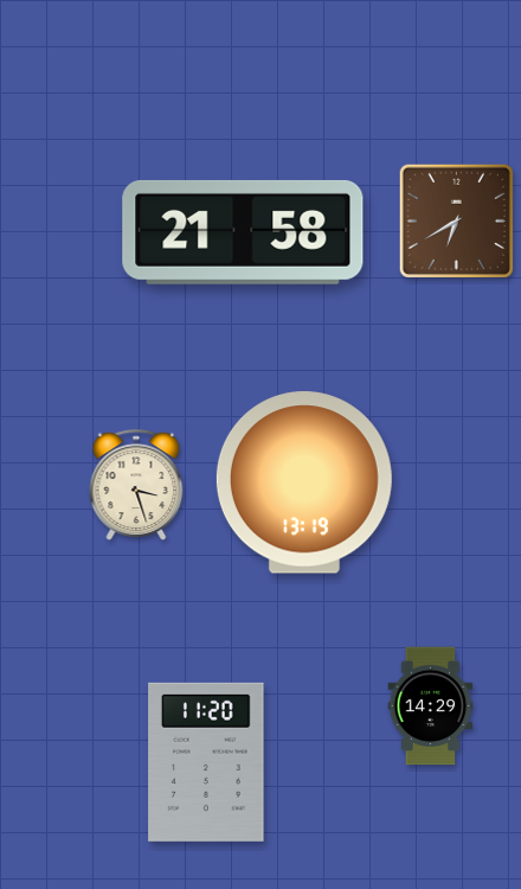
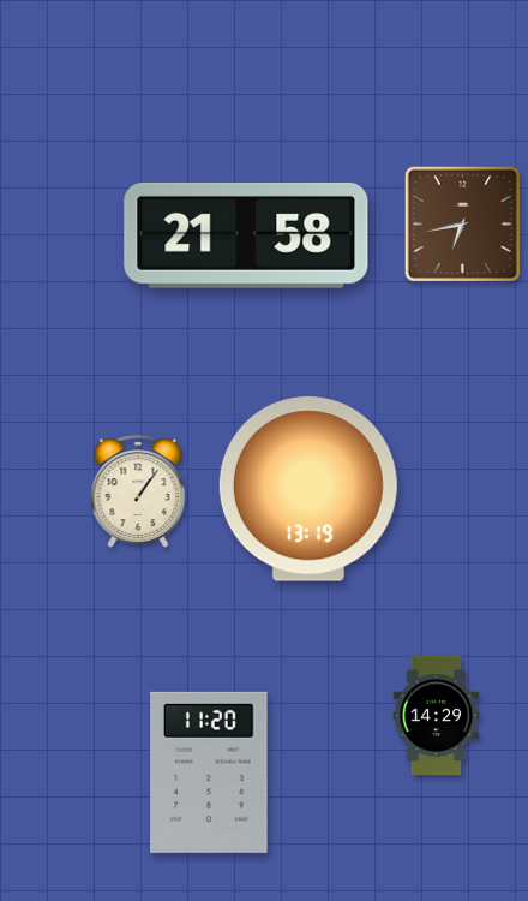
clock at (456, 220): 6:40 -> 6:43
clock at (136, 485): 3:27 -> 1:06
